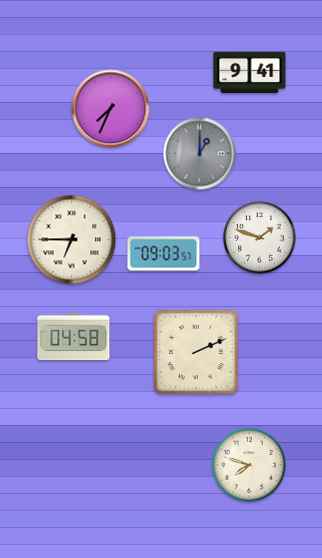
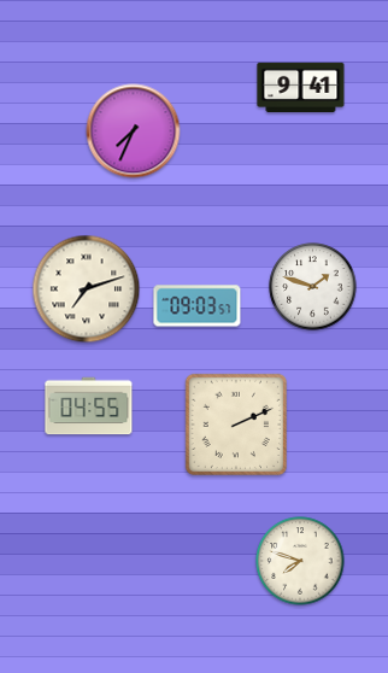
clock at (200, 154): 1:00 -> none
clock at (72, 240): 6:45 -> 7:12
clock at (74, 337): 04:58 -> 04:55
